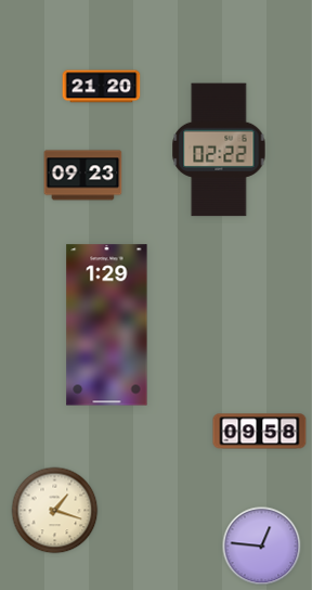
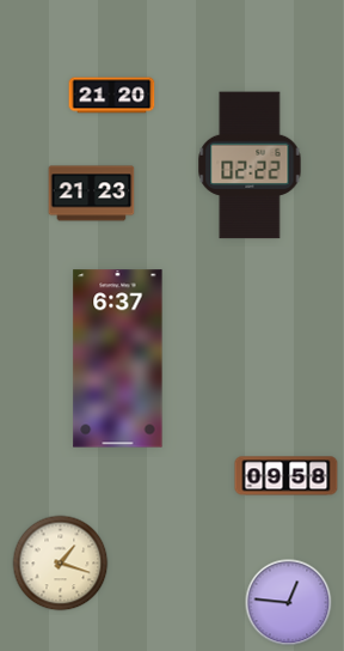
clock at (219, 150) position: (219, 150) -> (250, 165)
clock at (83, 176): 09:23 -> 21:23
clock at (107, 325): 1:29 -> 6:37
